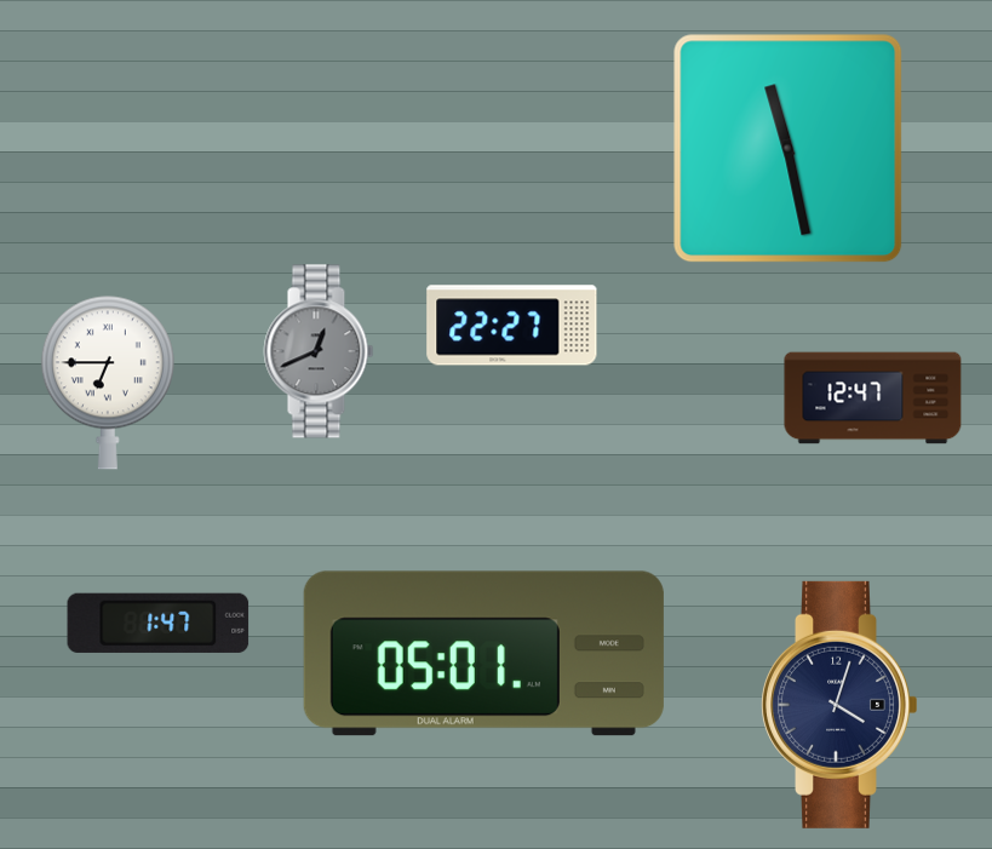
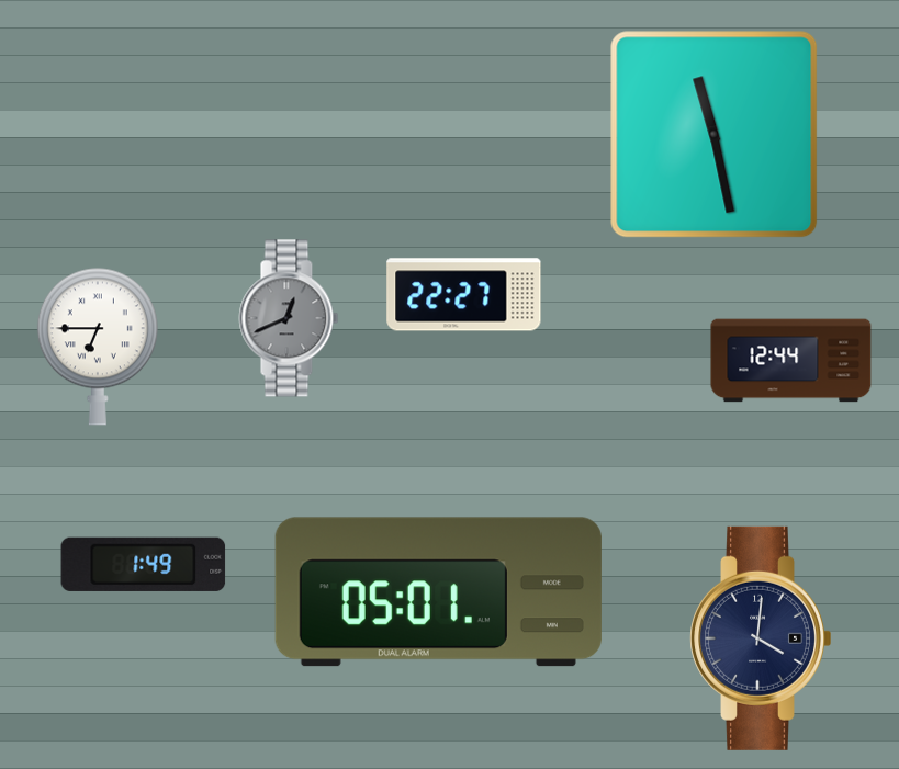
clock at (873, 398): 12:47 -> 12:44
clock at (159, 623): 1:47 -> 1:49
clock at (838, 705): 4:03 -> 4:01
